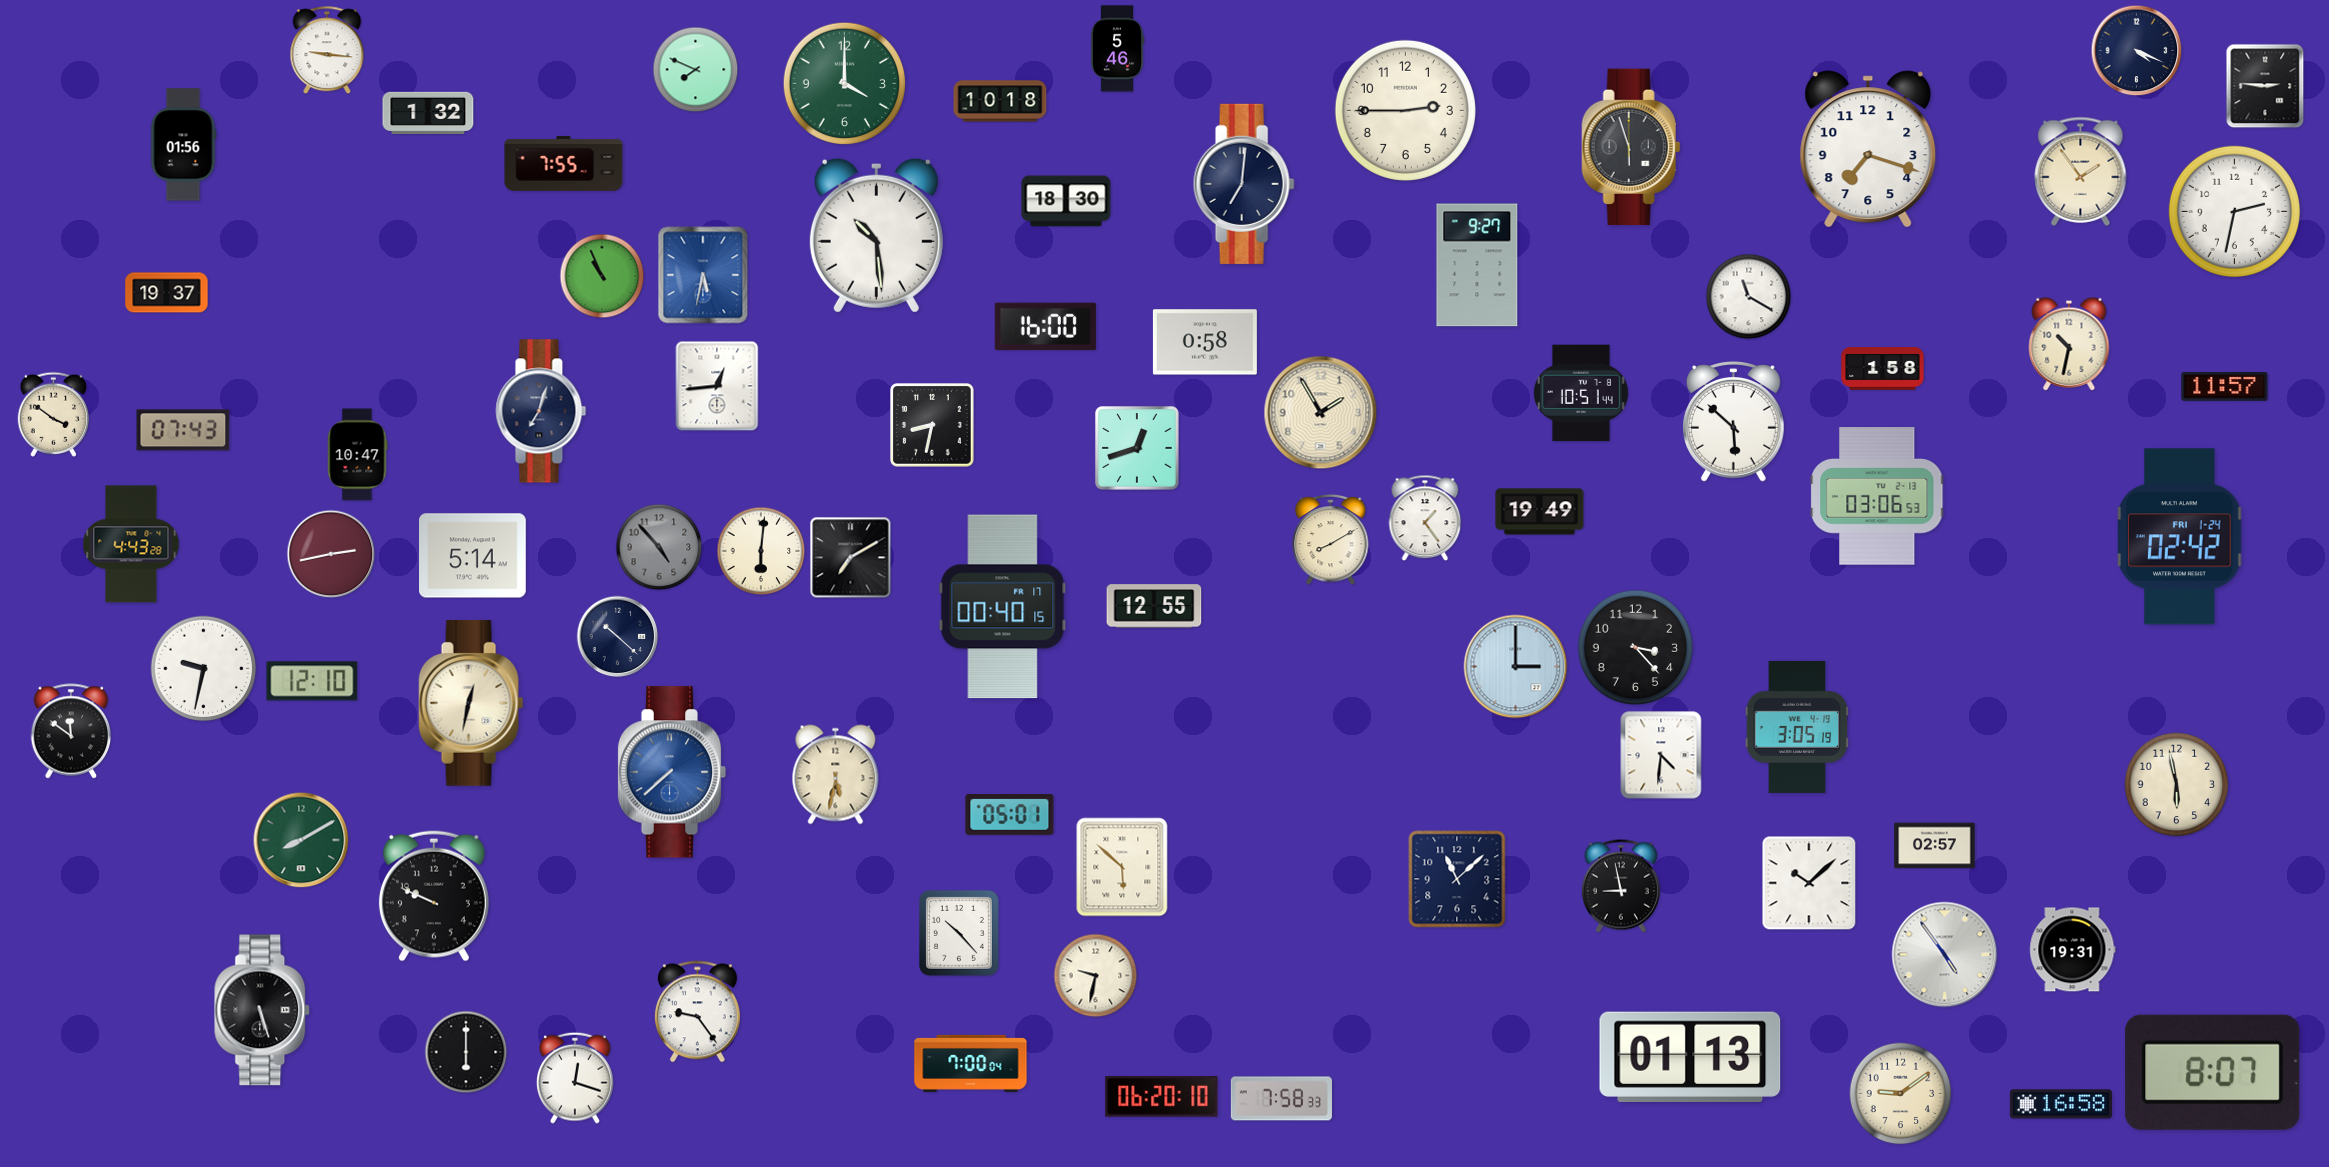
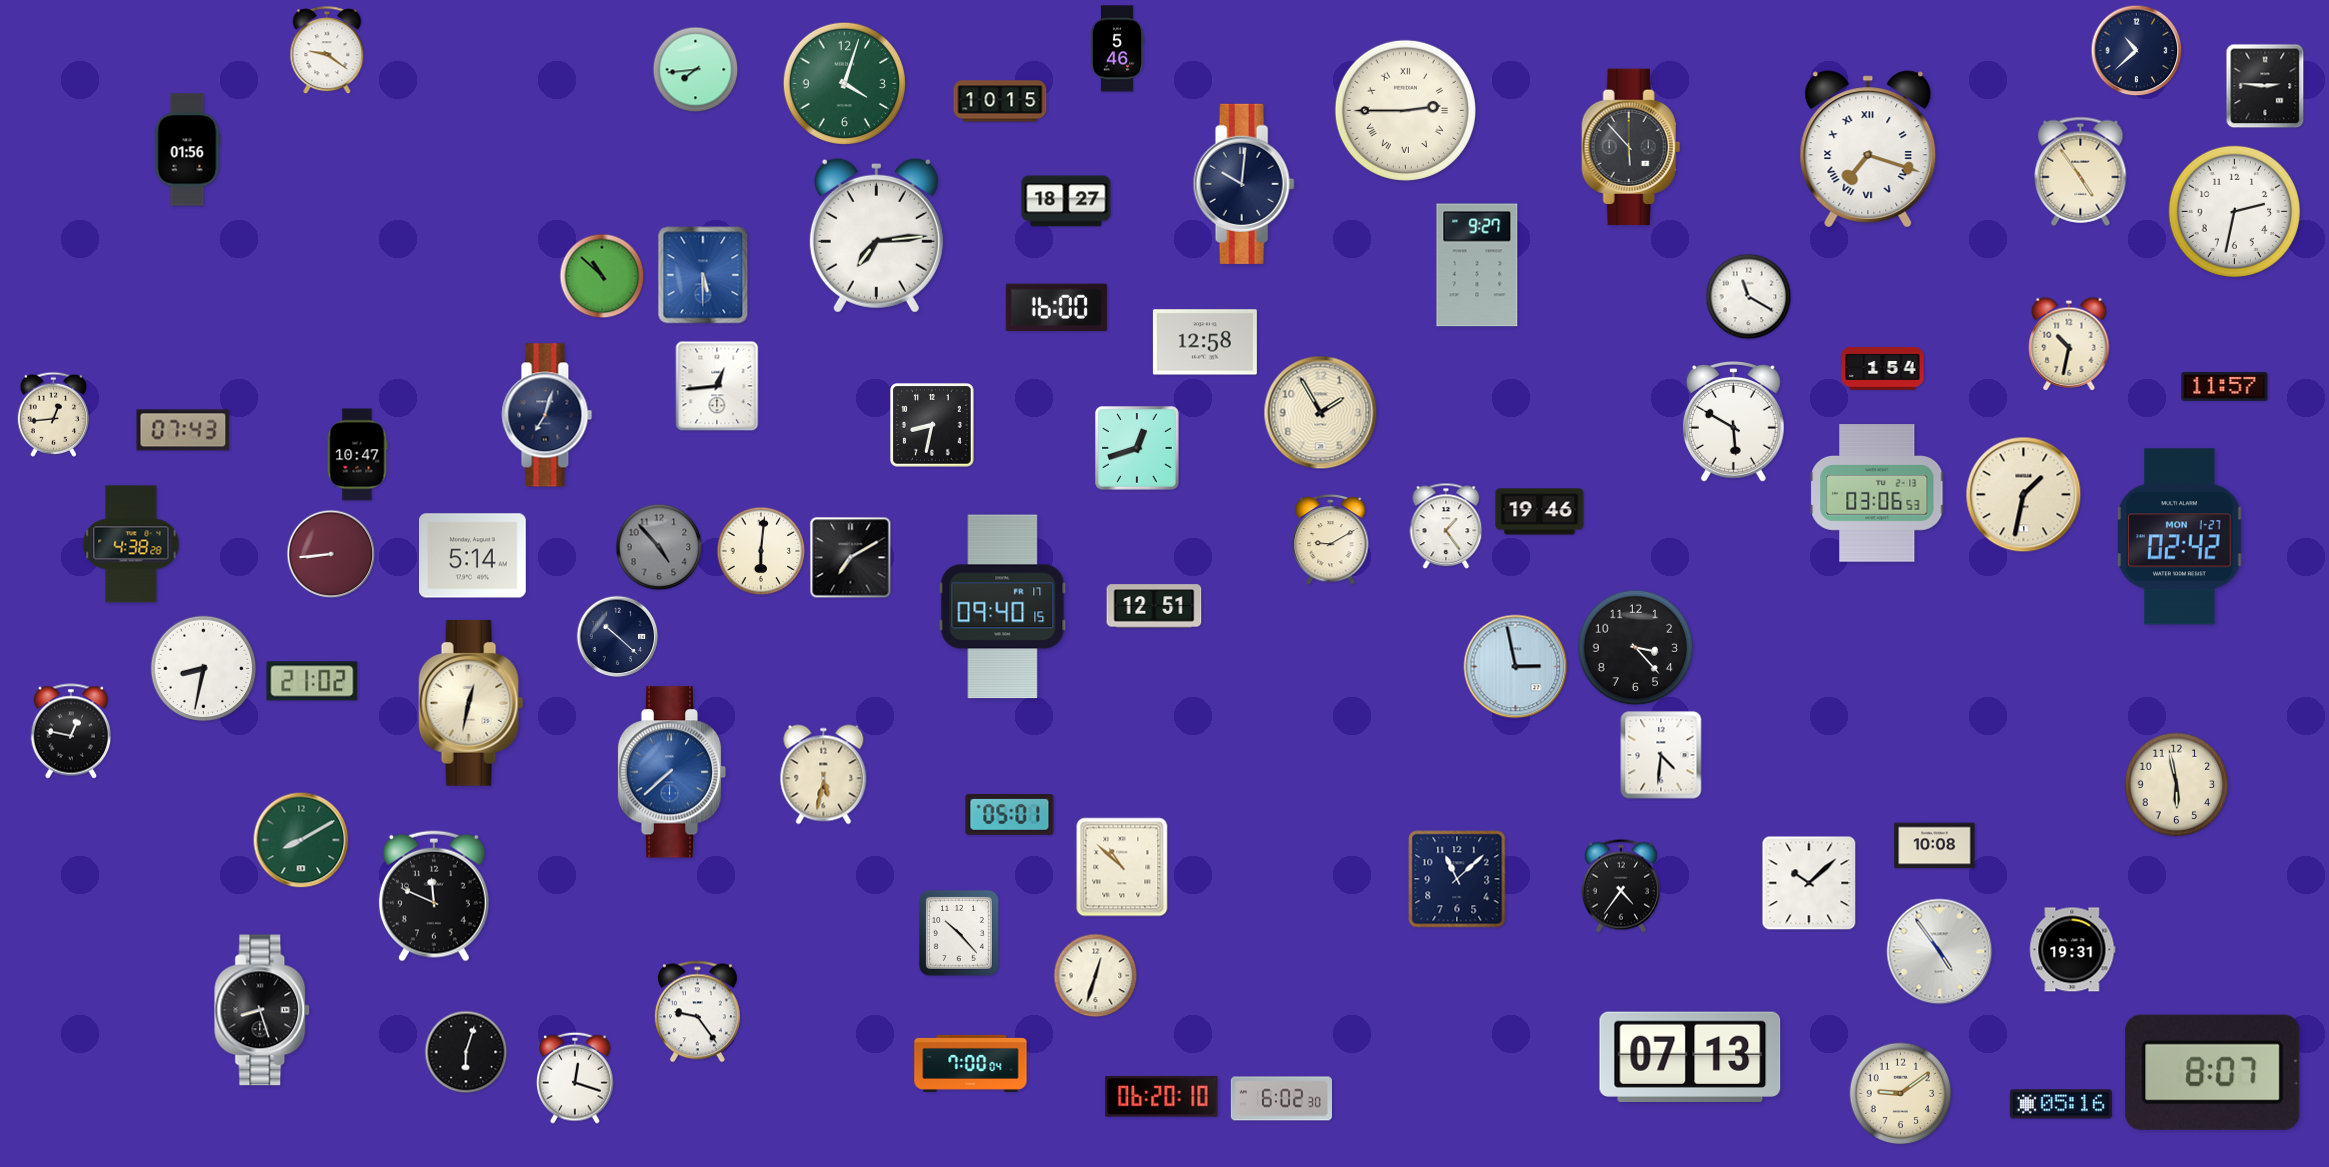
clock at (327, 51): 9:16 -> 9:21
clock at (2137, 51): 4:19 -> 10:38
clock at (696, 70): 7:49 -> 7:44
clock at (844, 83): 4:00 -> 4:03
clock at (1000, 101): 10:18 -> 10:15
clock at (1405, 110) numerals: Arabic -> Roman
clock at (428, 112): 1:32 -> none
clock at (183, 145) position: (183, 145) -> (187, 150)
clock at (1631, 147): 5:57 -> 5:53
clock at (1868, 148) numerals: Arabic -> Roman
clock at (564, 164): 7:55 -> none
clock at (2081, 171): 1:54 -> 4:54
clock at (1244, 184): 7:01 -> 10:01
clock at (1066, 201): 18:30 -> 18:27
clock at (876, 235): 10:29 -> 7:14
clock at (703, 275): 5:32 -> 5:30
clock at (602, 276): 10:56 -> 10:52
clock at (167, 293): 19:37 -> none
clock at (1045, 326) position: (1045, 326) -> (1056, 307)
clock at (1205, 342): 0:58 -> 12:58
clock at (1883, 369): 1:58 -> 1:54
clock at (1581, 393): 10:51 -> none
clock at (541, 411) position: (541, 411) -> (547, 415)
clock at (53, 414): 3:51 -> 12:44
clock at (1733, 422): 5:52 -> 5:50
clock at (2024, 495): none -> 1:32
clock at (1877, 496) position: (1877, 496) -> (1877, 493)
clock at (1540, 512): 19:49 -> 19:46
clock at (1425, 518) position: (1425, 518) -> (1446, 526)
clock at (2180, 537) date: FRI 1-24 -> MON 1-27
clock at (1331, 539): 8:10 -> 9:10
clock at (131, 544): 4:43 -> 4:38
clock at (331, 554): 2:43 -> 8:44
clock at (1154, 606): 12:55 -> 12:51
clock at (1003, 607): 00:40 -> 09:40
clock at (1516, 667): 3:00 -> 2:58
clock at (204, 669): 9:32 -> 8:32
clock at (312, 681): 12:10 -> 21:02
clock at (1797, 727): 3:05 -> none
clock at (71, 731): 11:51 -> 12:47
clock at (836, 775) position: (836, 775) -> (824, 775)
clock at (1935, 846): 02:57 -> 10:08
clock at (1122, 867): 5:52 -> 10:52
clock at (1621, 886): 8:58 -> 4:36
clock at (434, 896): 9:49 -> 11:49
clock at (1945, 955) position: (1945, 955) -> (1940, 952)
clock at (1096, 976): 9:32 -> 12:33
clock at (263, 1010): 5:27 -> 8:27
clock at (466, 1052): 6:00 -> 6:03
clock at (1690, 1056): 01:13 -> 07:13
clock at (1281, 1099): 7:58 -> 6:02
clock at (2061, 1104): 16:58 -> 05:16
